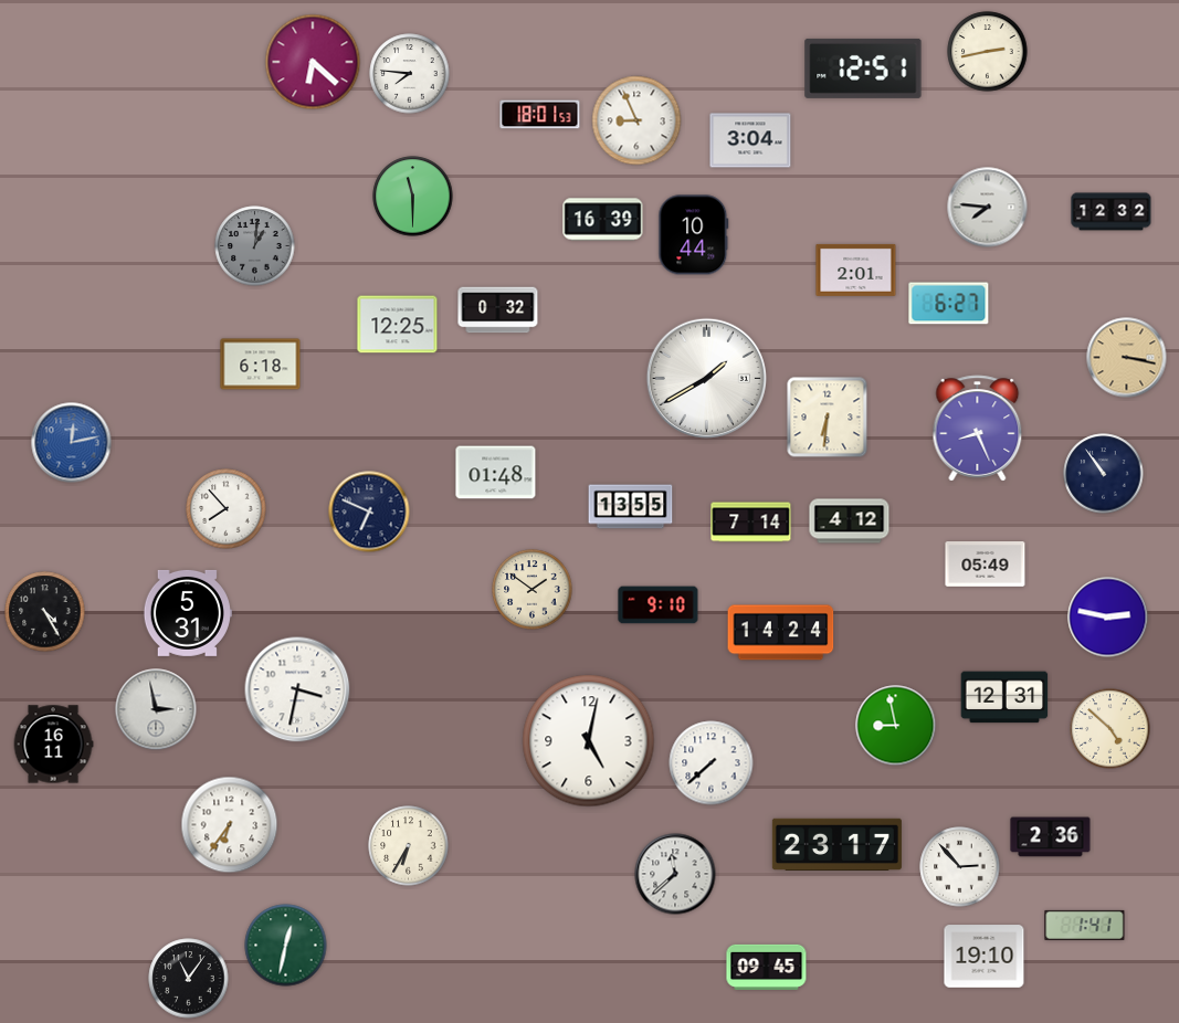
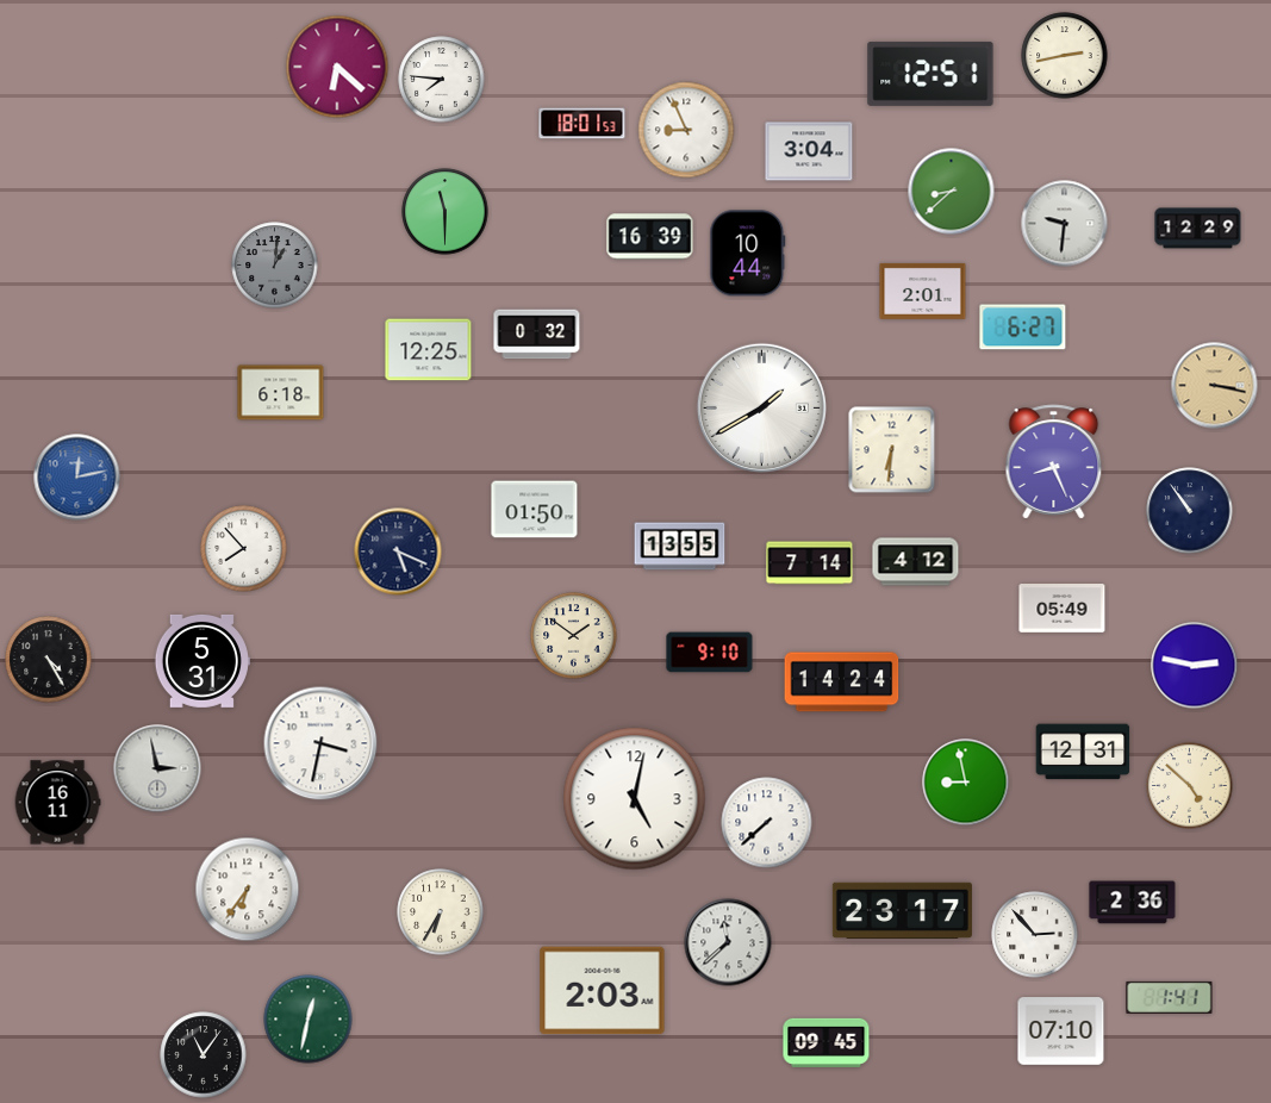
clock at (952, 192): none -> 8:38
clock at (988, 208): 7:46 -> 9:31
clock at (1112, 212): 12:32 -> 12:29
clock at (496, 473): 01:48 -> 01:50
clock at (369, 511): 6:49 -> 5:19
clock at (156, 709) position: (156, 709) -> (157, 768)
clock at (1110, 729) position: (1110, 729) -> (1190, 786)
clock at (603, 991): none -> 2:03
clock at (985, 957): 19:10 -> 07:10
